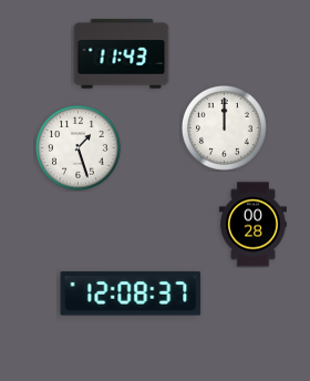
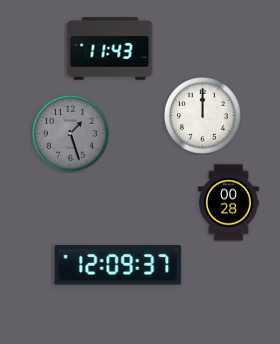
clock at (77, 147) dial: white -> grey
clock at (131, 294): 12:08 -> 12:09
